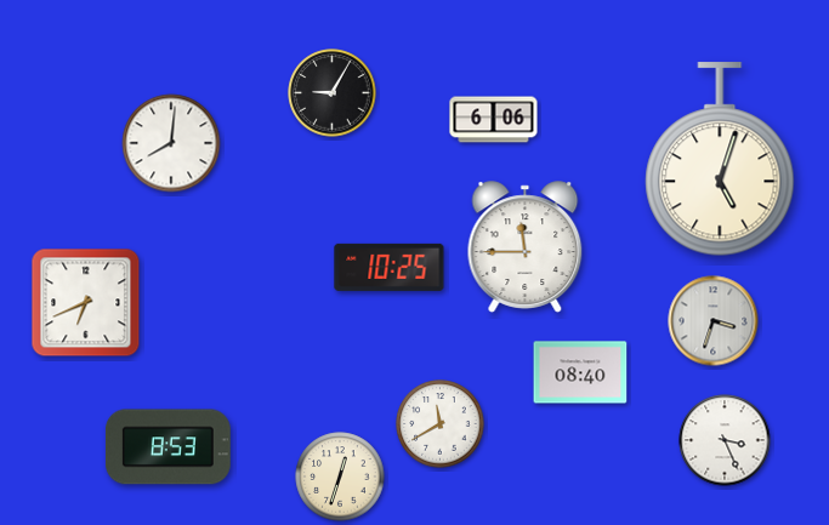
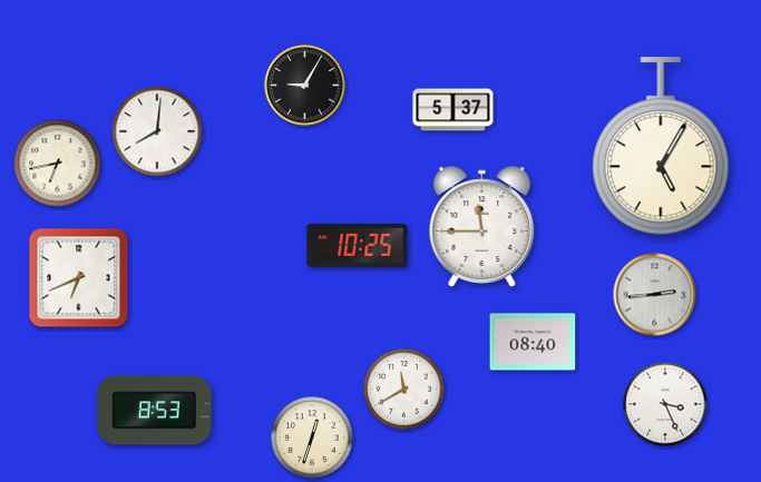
clock at (494, 120): 6:06 -> 5:37
clock at (720, 160): 5:03 -> 5:05
clock at (58, 164): none -> 6:43
clock at (714, 321): 3:33 -> 2:44
